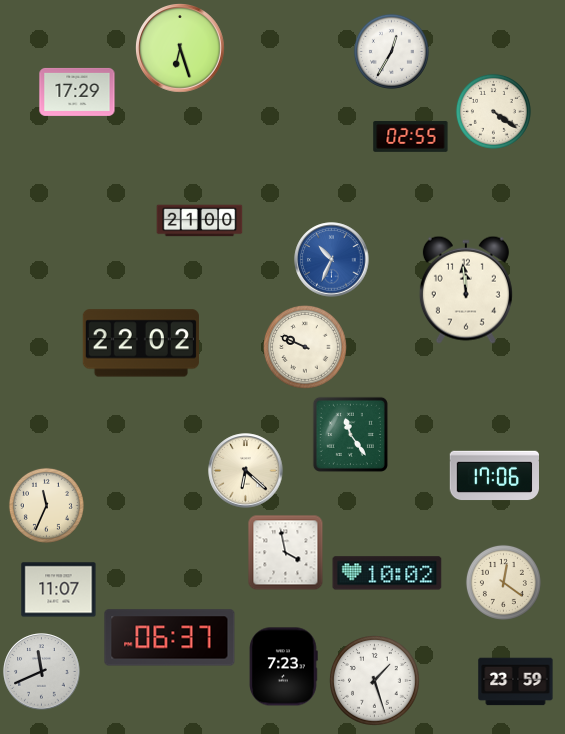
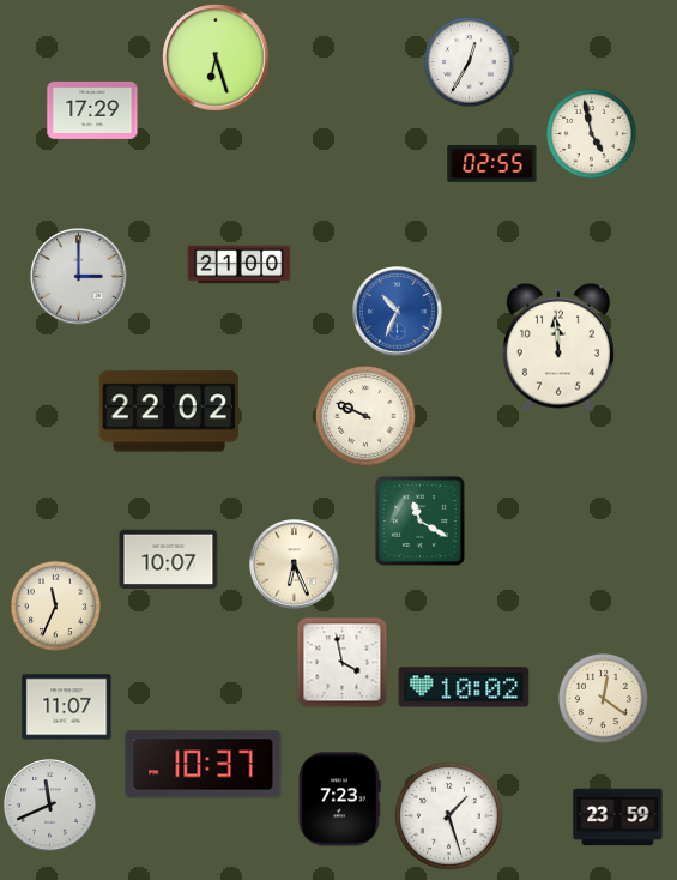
clock at (493, 111): 4:21 -> 4:58
clock at (79, 277): none -> 3:00
clock at (350, 434): 11:24 -> 11:20
clock at (169, 560): none -> 10:07
clock at (246, 471): 6:22 -> 6:26
clock at (494, 476): 17:06 -> none
clock at (59, 590) position: (59, 590) -> (67, 707)
clock at (170, 638): 06:37 -> 10:37
